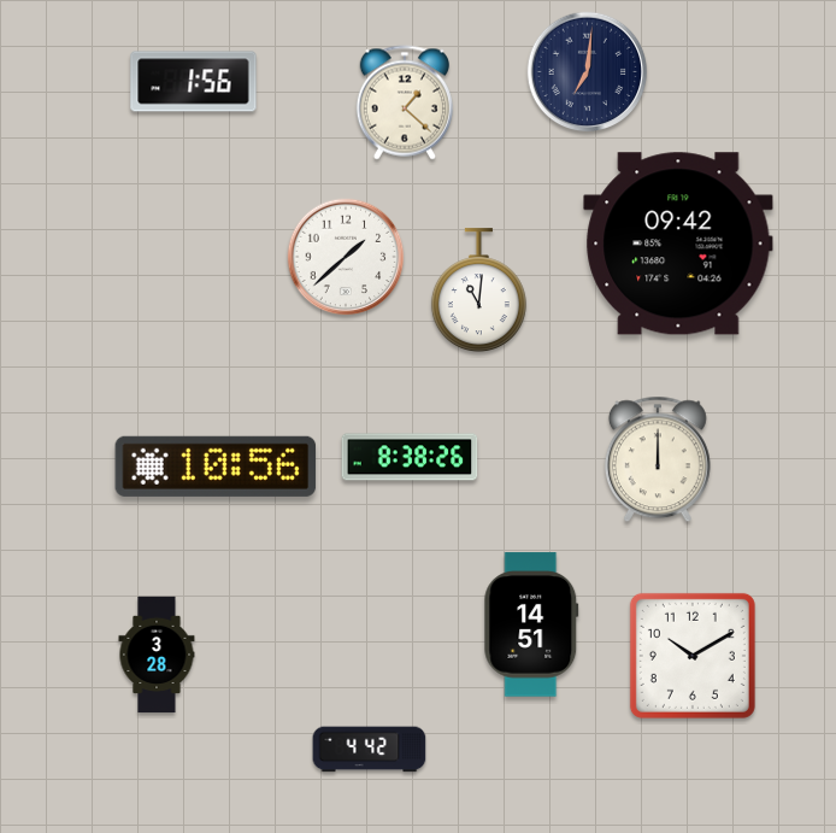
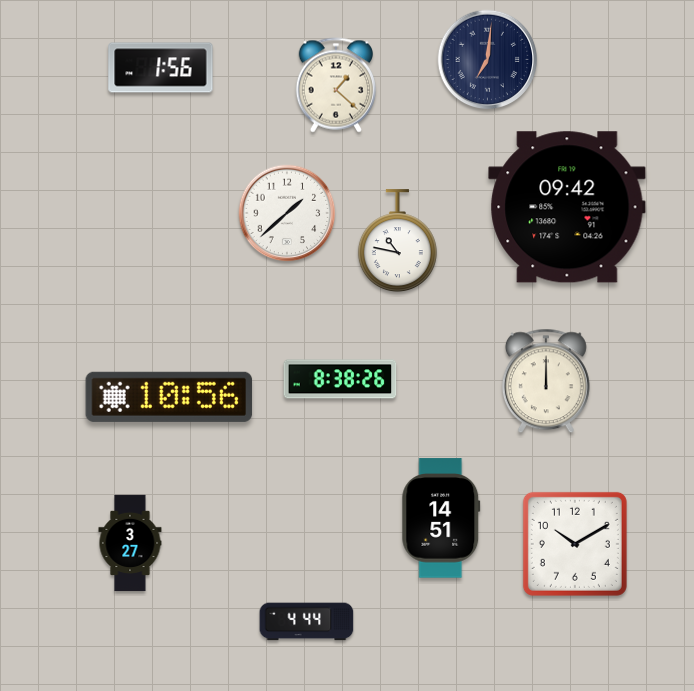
clock at (678, 244) position: (678, 244) -> (567, 207)
clock at (478, 291): 11:01 -> 10:47
clock at (216, 467) position: (216, 467) -> (169, 397)
clock at (157, 655): 3:28 -> 3:27
clock at (370, 750): 4:42 -> 4:44
